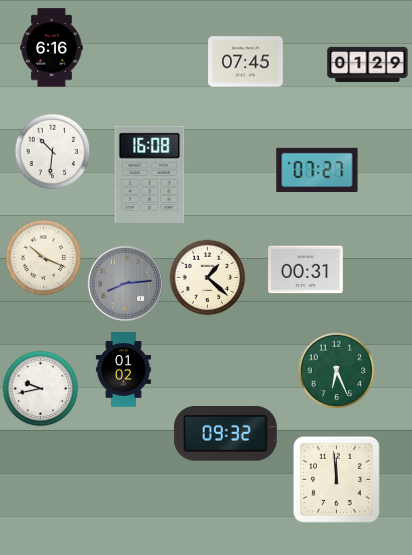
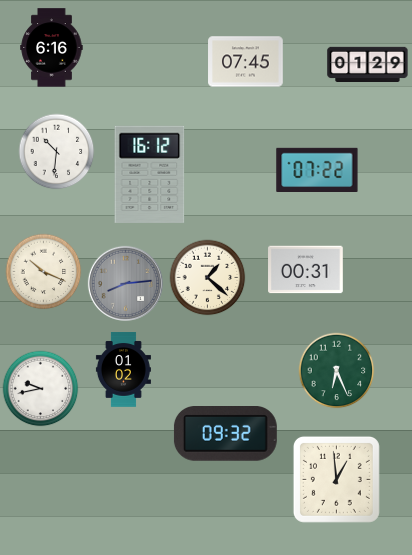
clock at (53, 152) position: (53, 152) -> (57, 152)
clock at (317, 169): 07:27 -> 07:22
clock at (150, 174): 16:08 -> 16:12
clock at (44, 258) position: (44, 258) -> (44, 272)
clock at (336, 479): 11:59 -> 12:59
